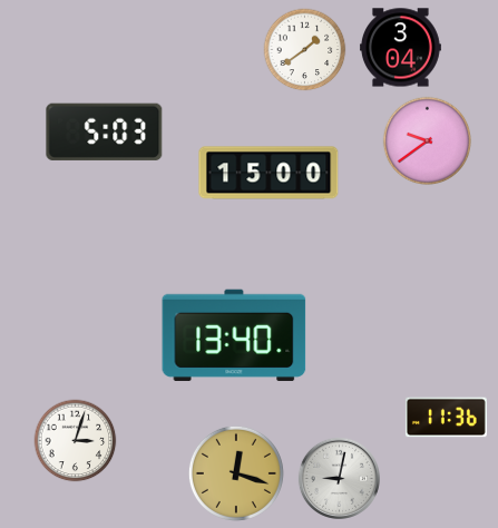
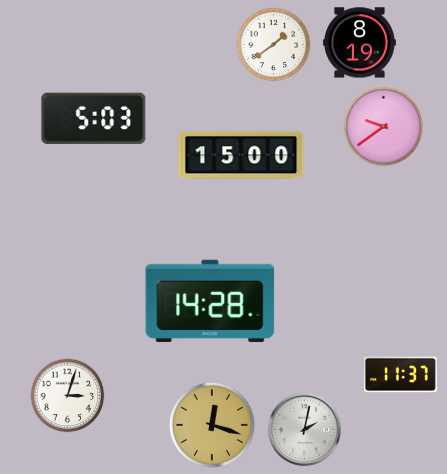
clock at (400, 48): 3:04 -> 8:19
clock at (234, 335): 13:40 -> 14:28
clock at (446, 418): 11:36 -> 11:37
clock at (339, 478): 9:02 -> 2:02
